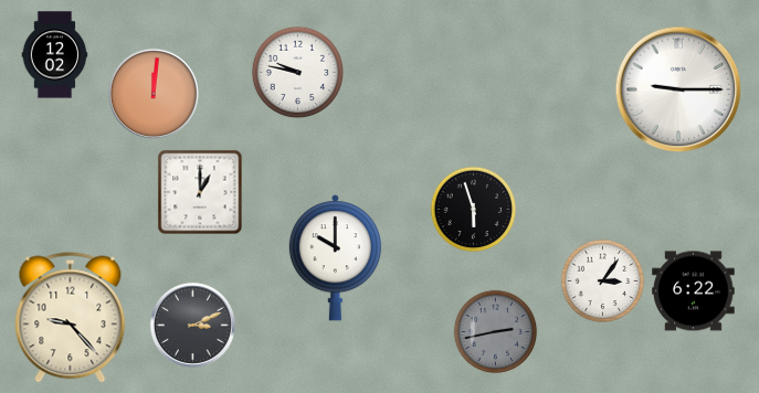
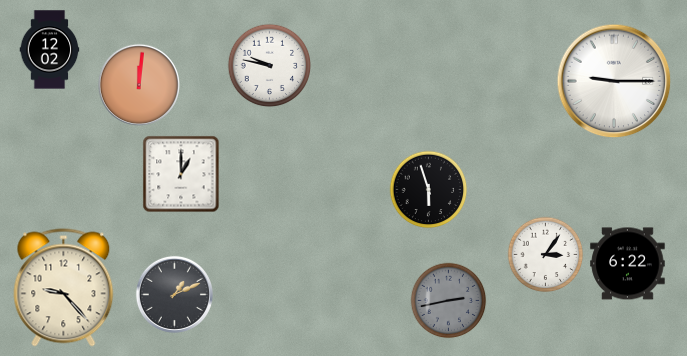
clock at (335, 258): 10:00 -> none
clock at (192, 325): 3:11 -> 1:11
